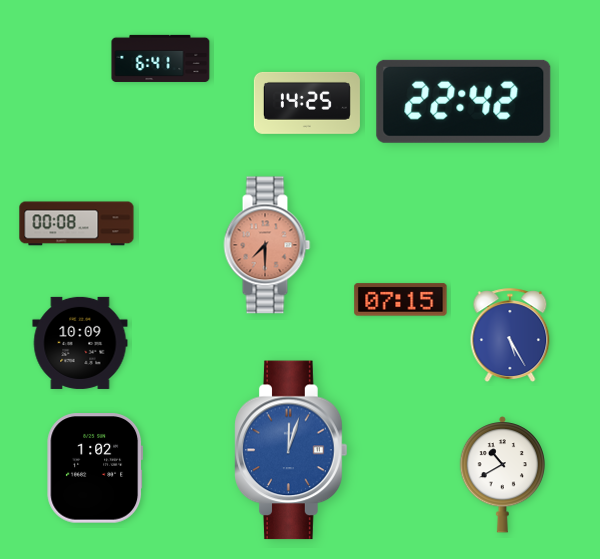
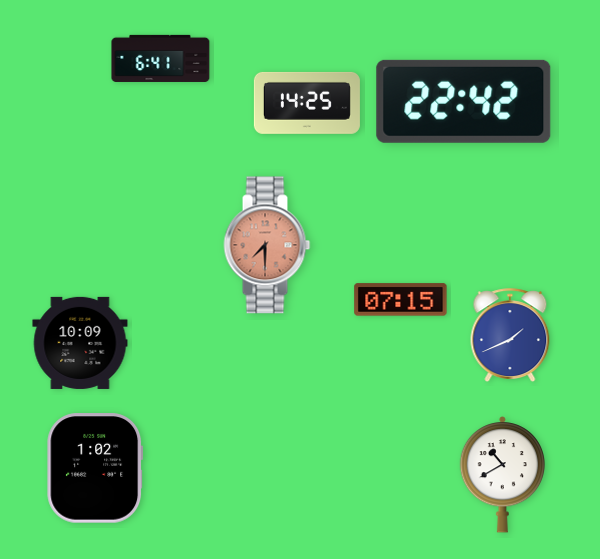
clock at (77, 224): 00:08 -> none
clock at (510, 335): 5:25 -> 1:41
clock at (291, 450): 12:03 -> none
